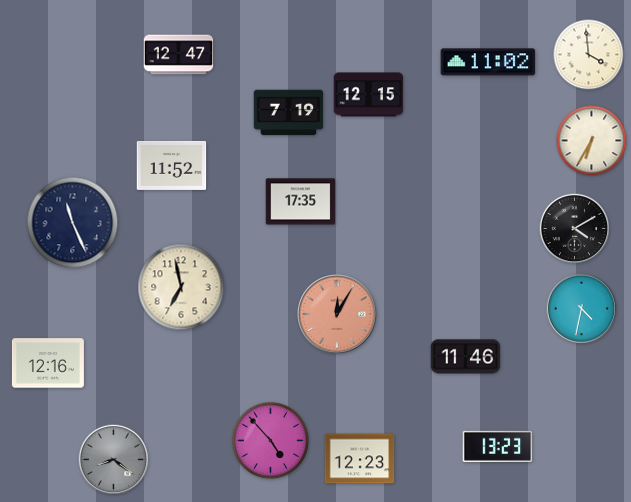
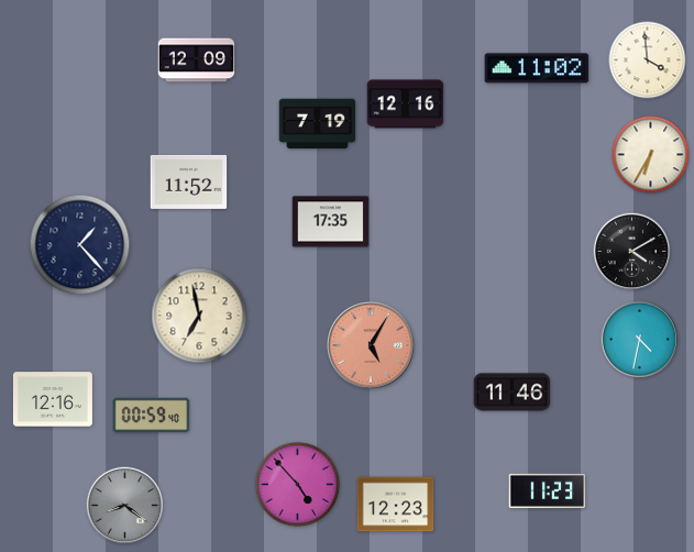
clock at (179, 55): 12:47 -> 12:09
clock at (369, 95): 12:15 -> 12:16
clock at (73, 223): 11:26 -> 1:23
clock at (337, 314): 12:05 -> 5:05
clock at (152, 416): none -> 00:59
clock at (498, 446): 13:23 -> 11:23
